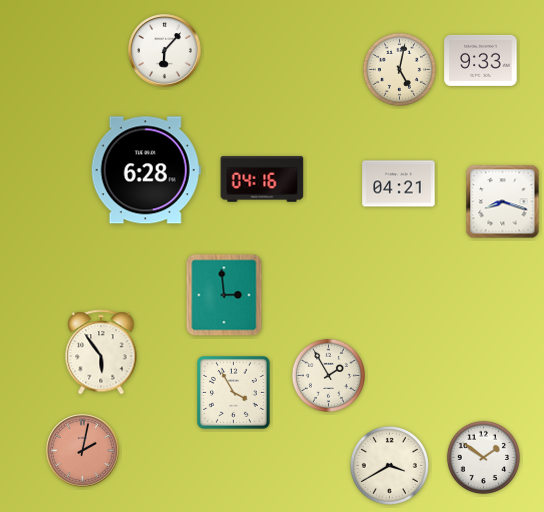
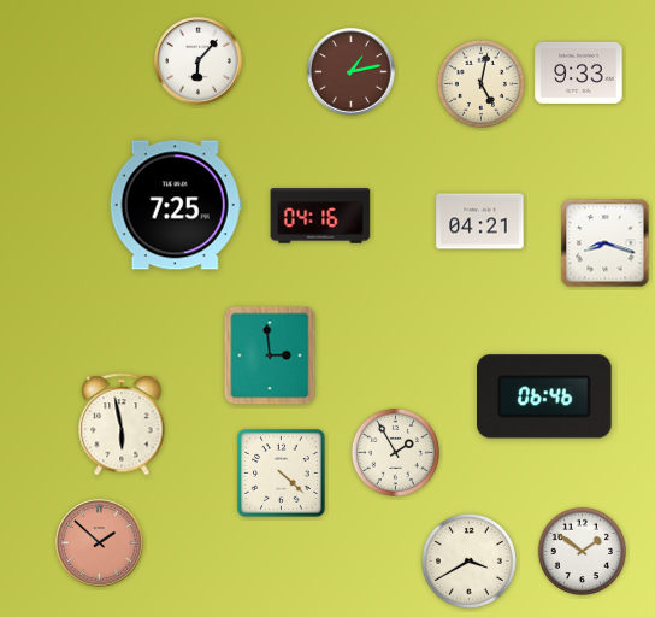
clock at (352, 72): none -> 1:13
clock at (146, 170): 6:28 -> 7:25
clock at (262, 179) position: (262, 179) -> (320, 216)
clock at (545, 396): none -> 06:46
clock at (101, 352): 5:54 -> 5:58
clock at (234, 393): 3:55 -> 4:22
clock at (83, 451): 2:02 -> 1:52
